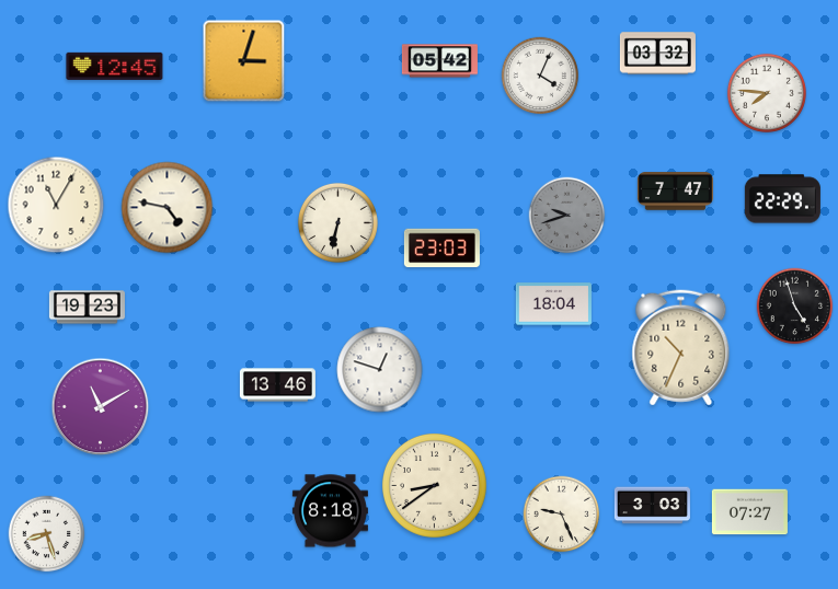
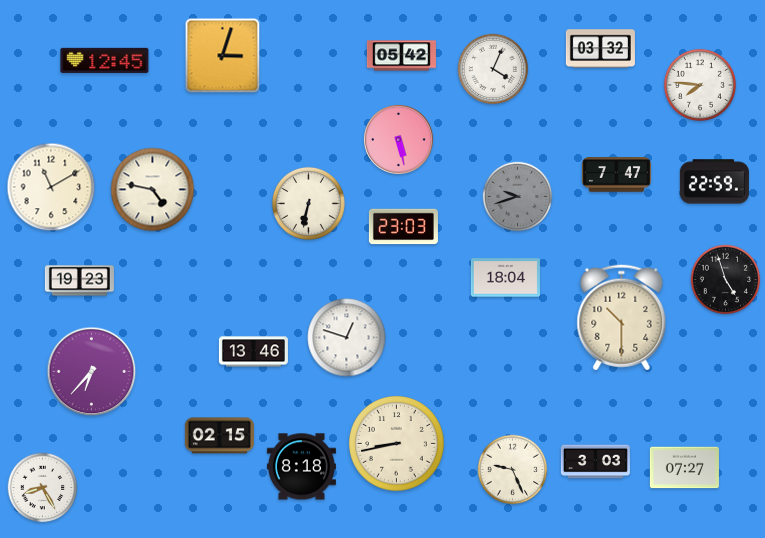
clock at (399, 140): none -> 5:28
clock at (782, 199): 22:29 -> 22:59
clock at (56, 205): 11:05 -> 11:10
clock at (681, 348): 10:34 -> 10:30
clock at (101, 407): 11:10 -> 6:37
clock at (219, 436): none -> 02:15
clock at (435, 486): 8:39 -> 8:43
clock at (47, 534): 8:27 -> 8:25
